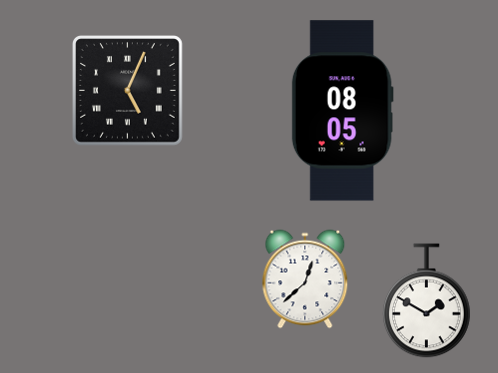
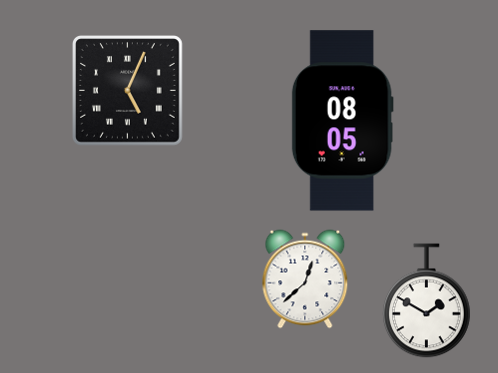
clock at (342, 111) position: (342, 111) -> (342, 121)
